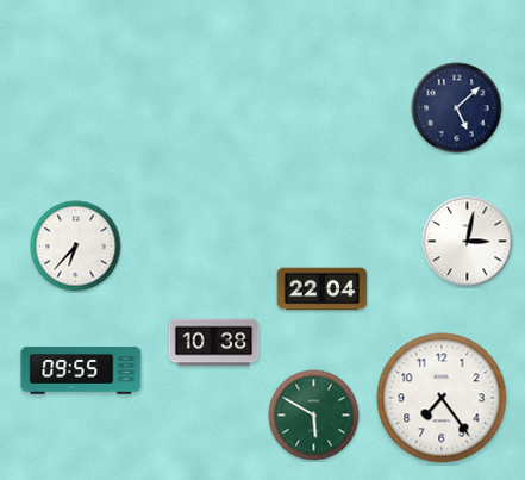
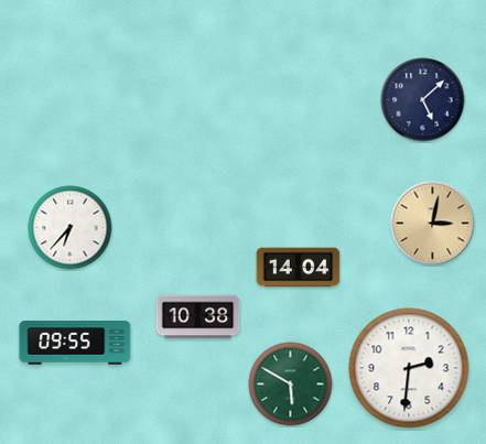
clock at (468, 242) dial: white -> champagne
clock at (323, 289): 22:04 -> 14:04
clock at (442, 398): 7:24 -> 2:31
